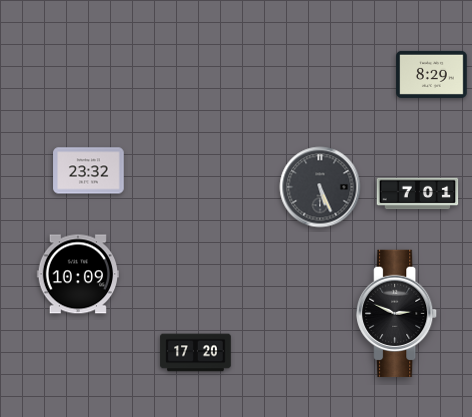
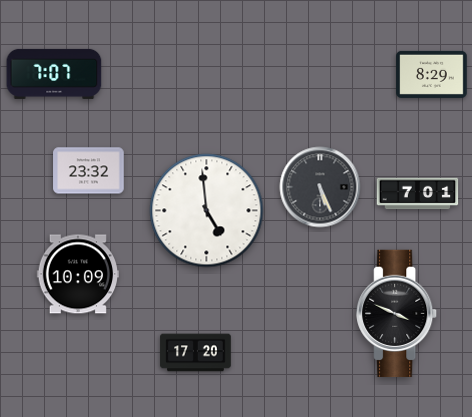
clock at (54, 74): none -> 7:07
clock at (207, 211): none -> 4:59
clock at (397, 314): 2:49 -> 3:49
